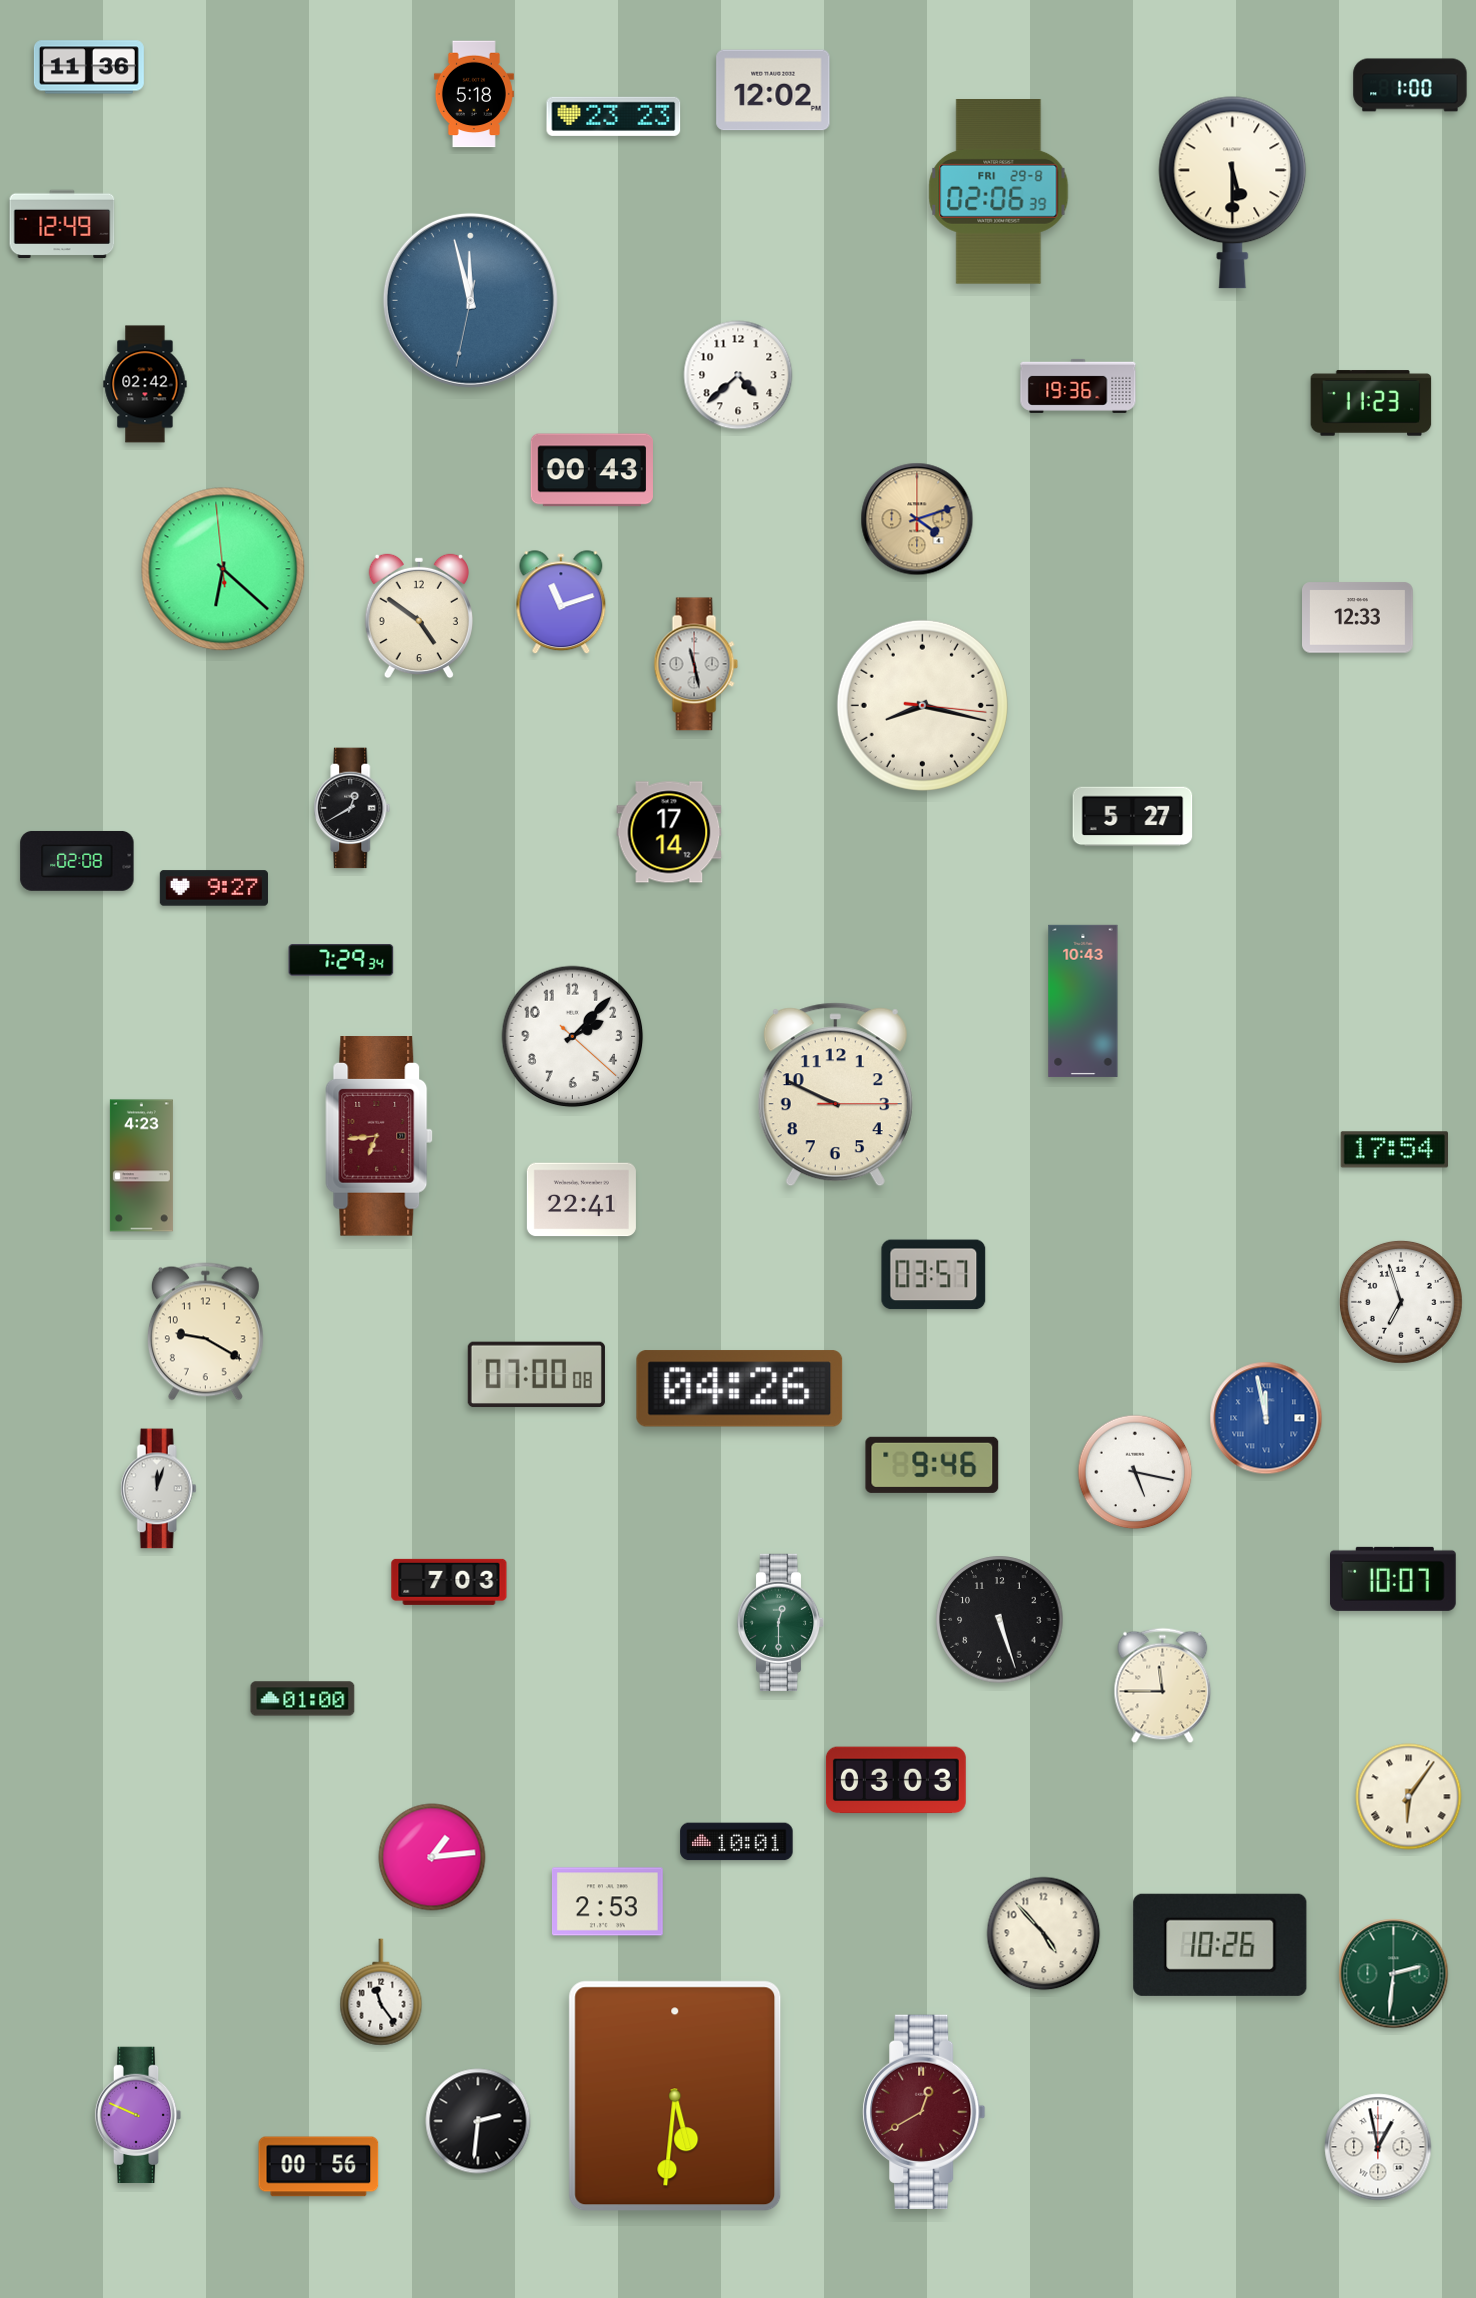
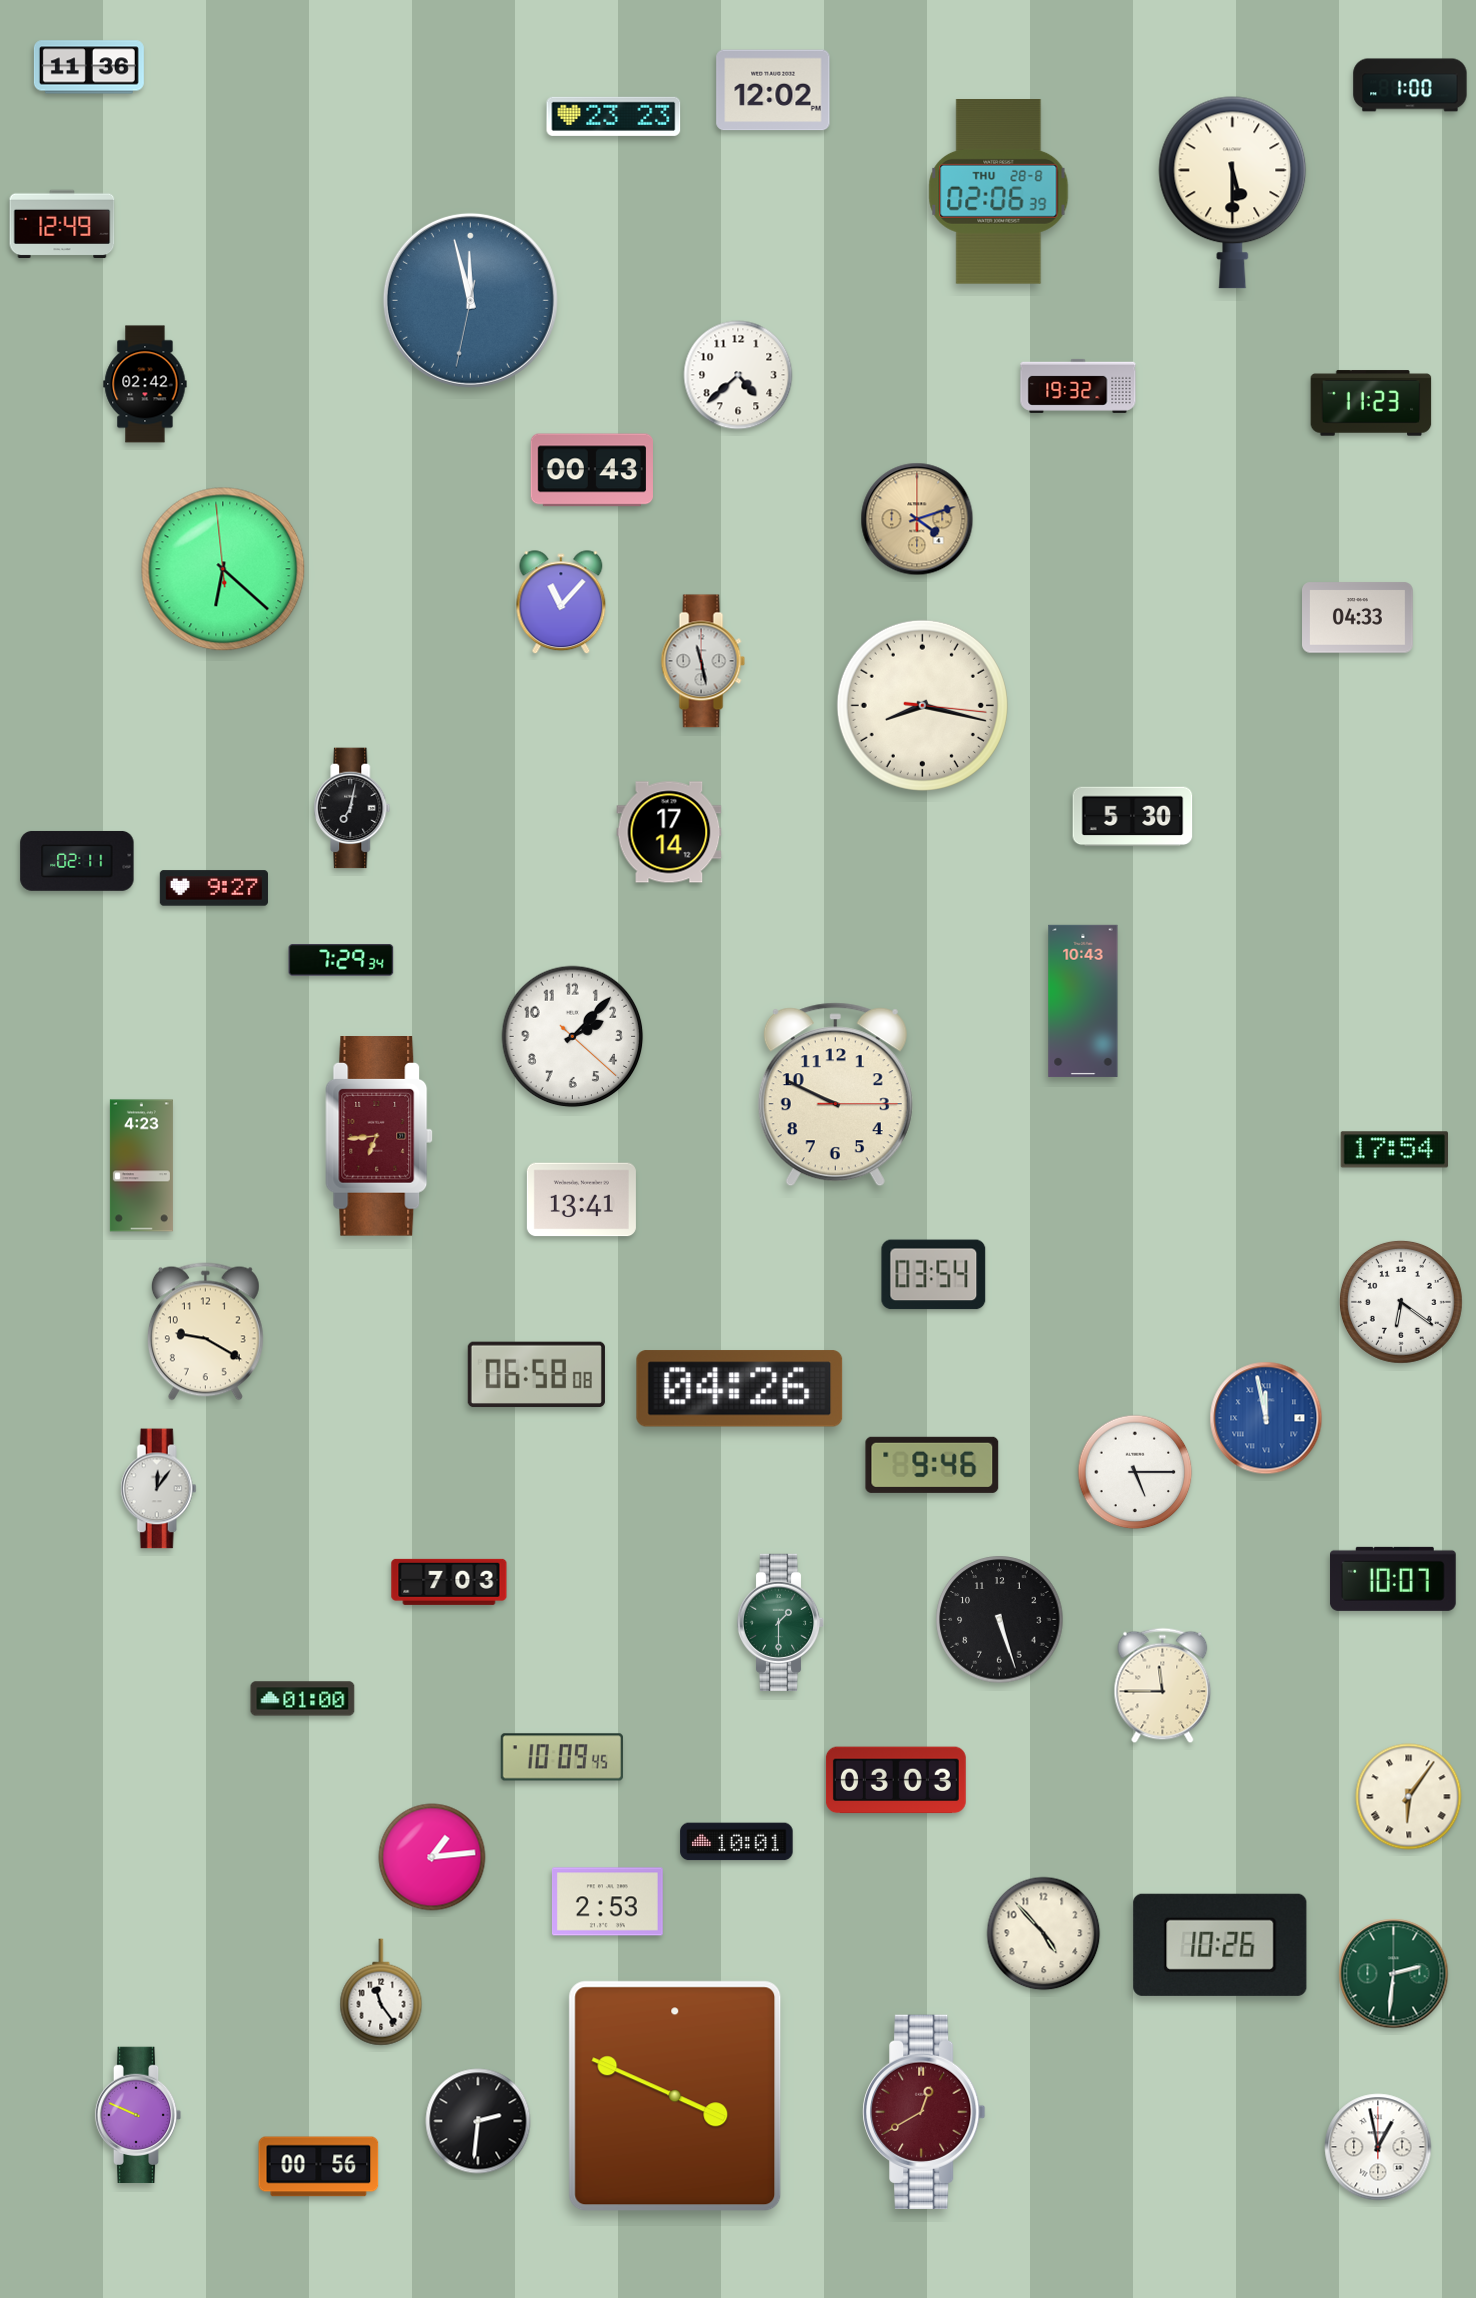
clock at (474, 94): 5:18 -> none
clock at (999, 192) date: FRI 29-8 -> THU 28-8
clock at (1078, 386): 19:36 -> 19:32
clock at (561, 603): 11:12 -> 11:07
clock at (419, 616): 4:51 -> none
clock at (1358, 618): 12:33 -> 04:33
clock at (696, 664) position: (696, 664) -> (703, 661)
clock at (352, 808): 12:40 -> 7:02
clock at (1133, 817): 5:27 -> 5:30
clock at (77, 861): 02:08 -> 02:11
clock at (581, 1200): 22:41 -> 13:41
clock at (934, 1275): 03:57 -> 03:54
clock at (1401, 1302): 6:57 -> 6:21
clock at (536, 1375): 07:00 -> 06:58
clock at (1135, 1472): 5:17 -> 5:15
clock at (158, 1489): 12:03 -> 12:06
clock at (781, 1622): 12:30 -> 1:30
clock at (562, 1757): none -> 10:09
clock at (675, 2096): 5:31 -> 3:49
